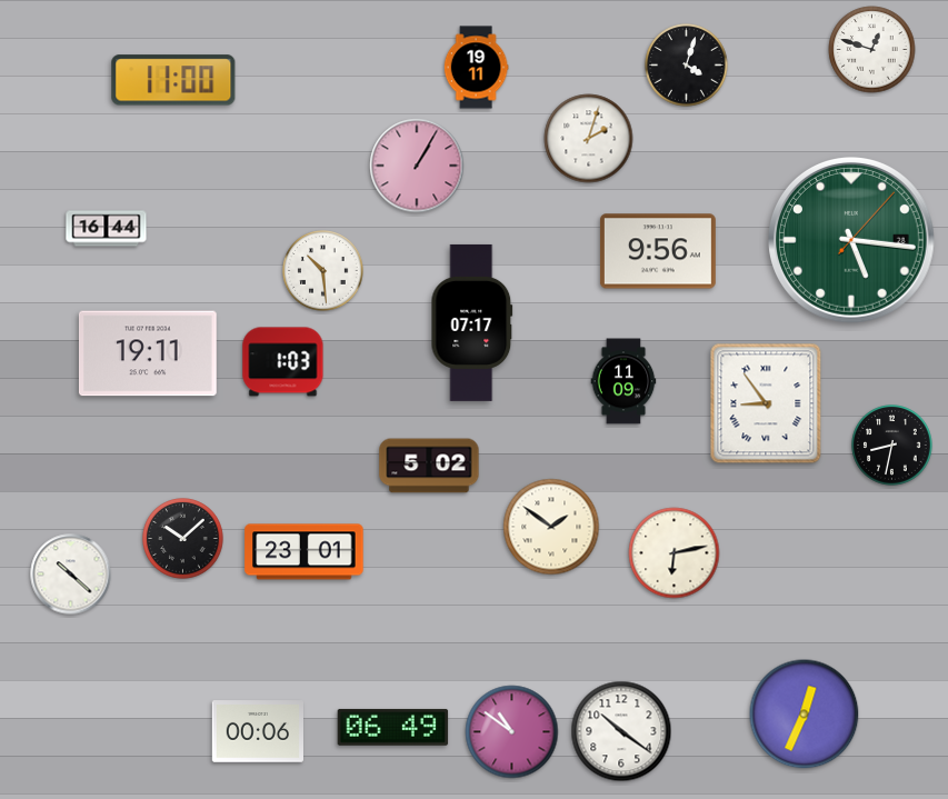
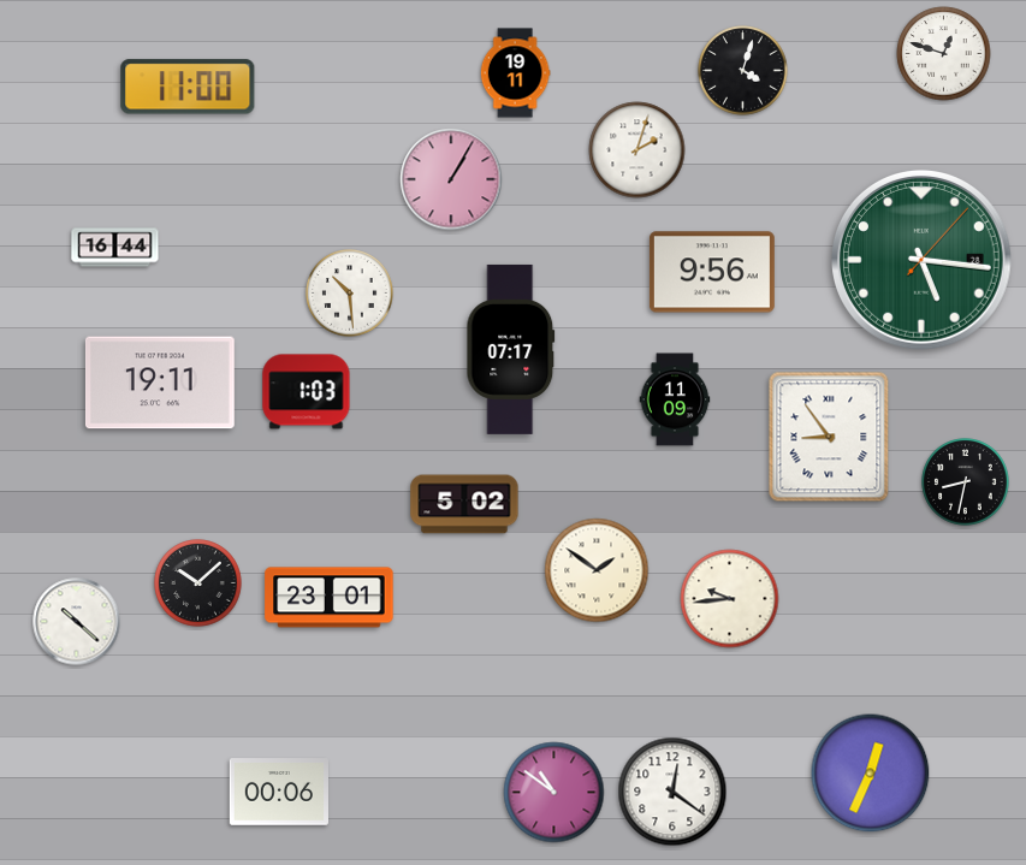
clock at (623, 381) position: (623, 381) -> (675, 399)
clock at (675, 553): 6:13 -> 9:44
clock at (393, 727): 06:49 -> none
clock at (621, 731): 10:21 -> 12:21
